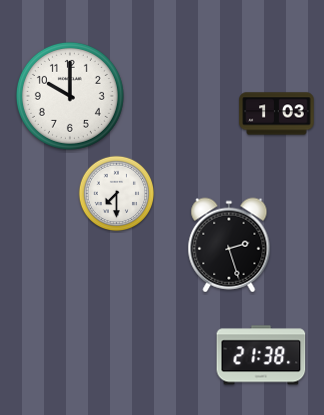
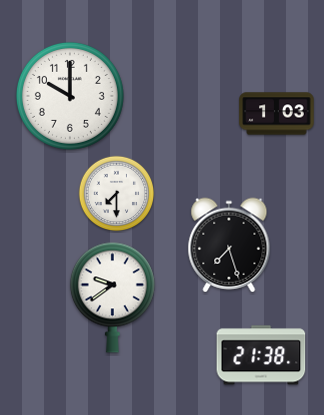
clock at (229, 245): 2:27 -> 7:27
clock at (112, 297): none -> 9:39
